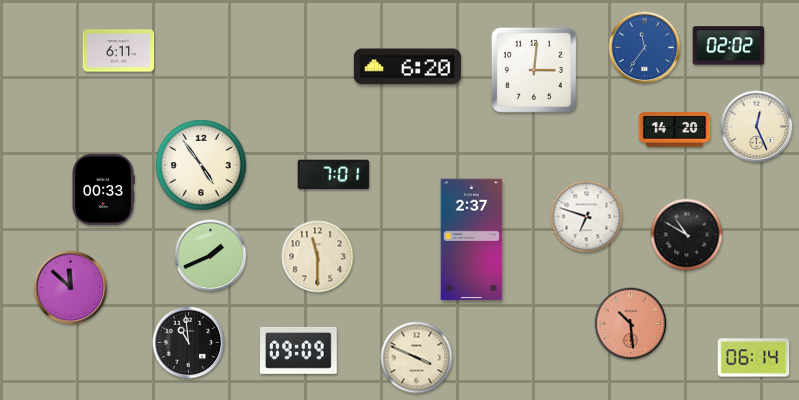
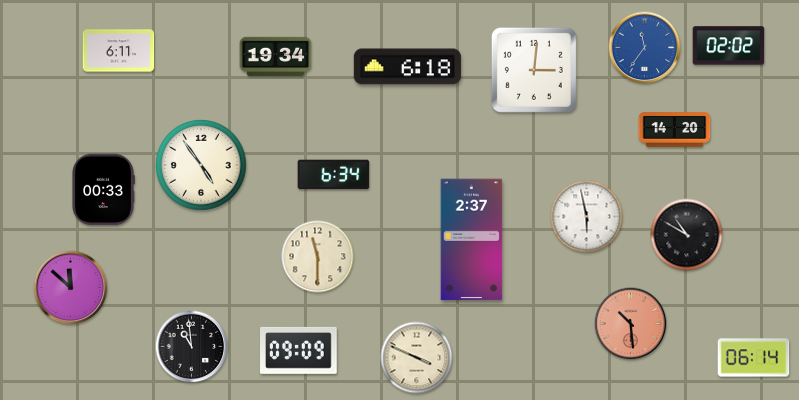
clock at (276, 56): none -> 19:34
clock at (407, 67): 6:20 -> 6:18
clock at (757, 127): 12:26 -> none
clock at (334, 175): 7:01 -> 6:34
clock at (587, 217): 6:48 -> 5:58
clock at (211, 256): 1:41 -> none
clock at (189, 343) position: (189, 343) -> (192, 347)
